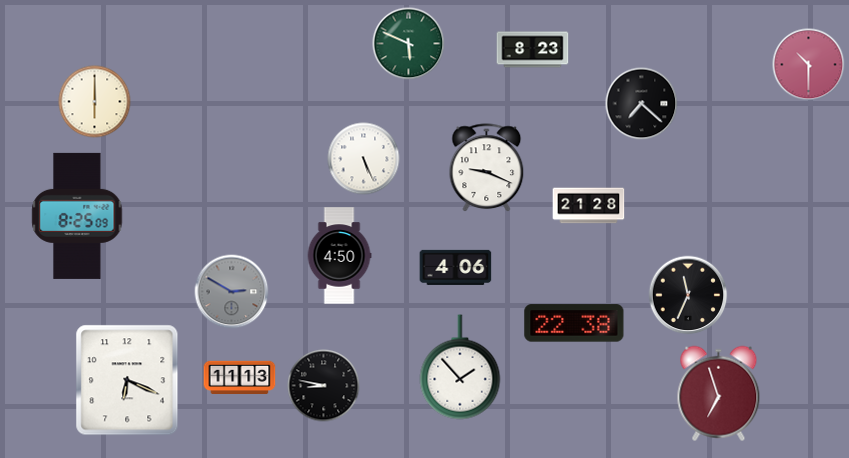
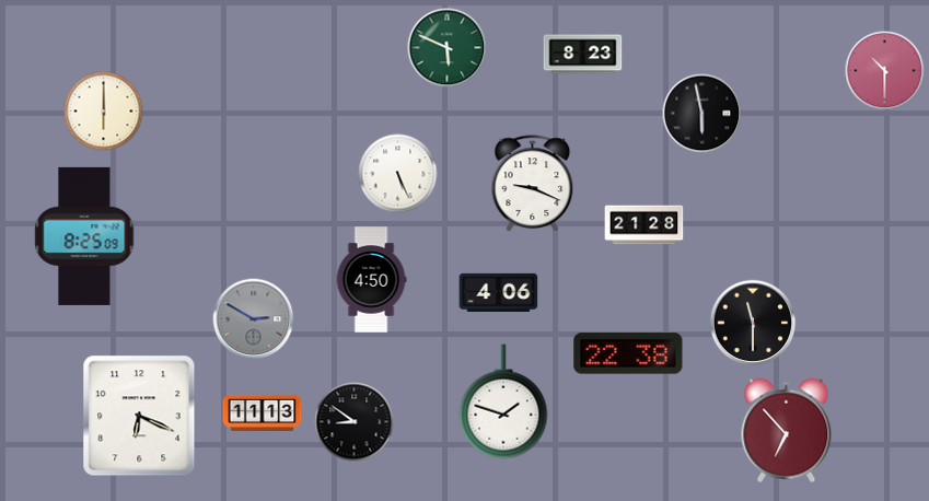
clock at (642, 104): 7:22 -> 5:58
clock at (688, 295): 11:34 -> 11:30
clock at (460, 367): 1:53 -> 1:48
clock at (324, 386): 8:47 -> 8:51
clock at (719, 394): 6:57 -> 6:53
